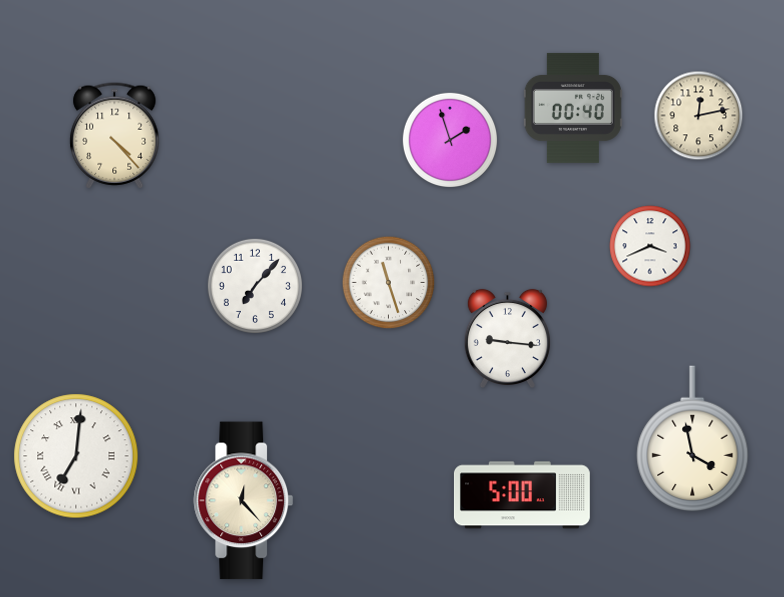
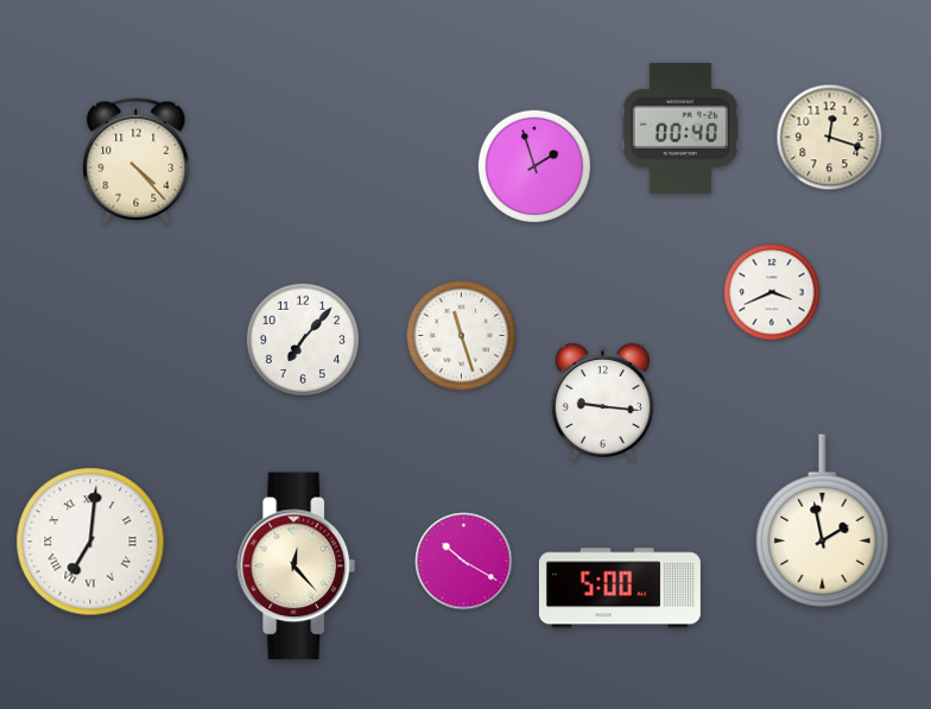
clock at (699, 116): 12:13 -> 12:18
clock at (693, 439): 3:58 -> 1:58
clock at (464, 562): none -> 10:20
clock at (244, 501) position: (244, 501) -> (297, 566)
